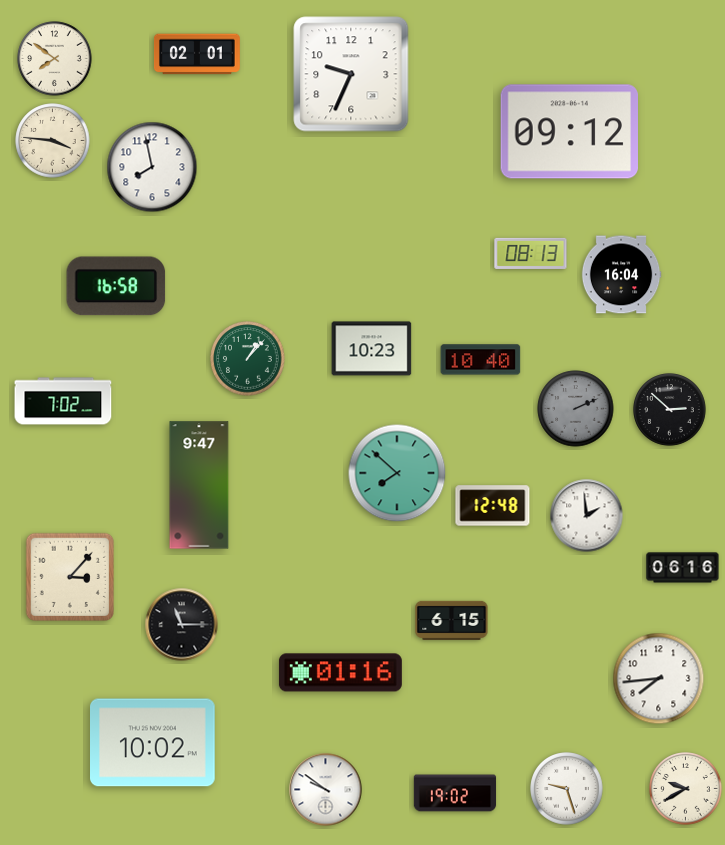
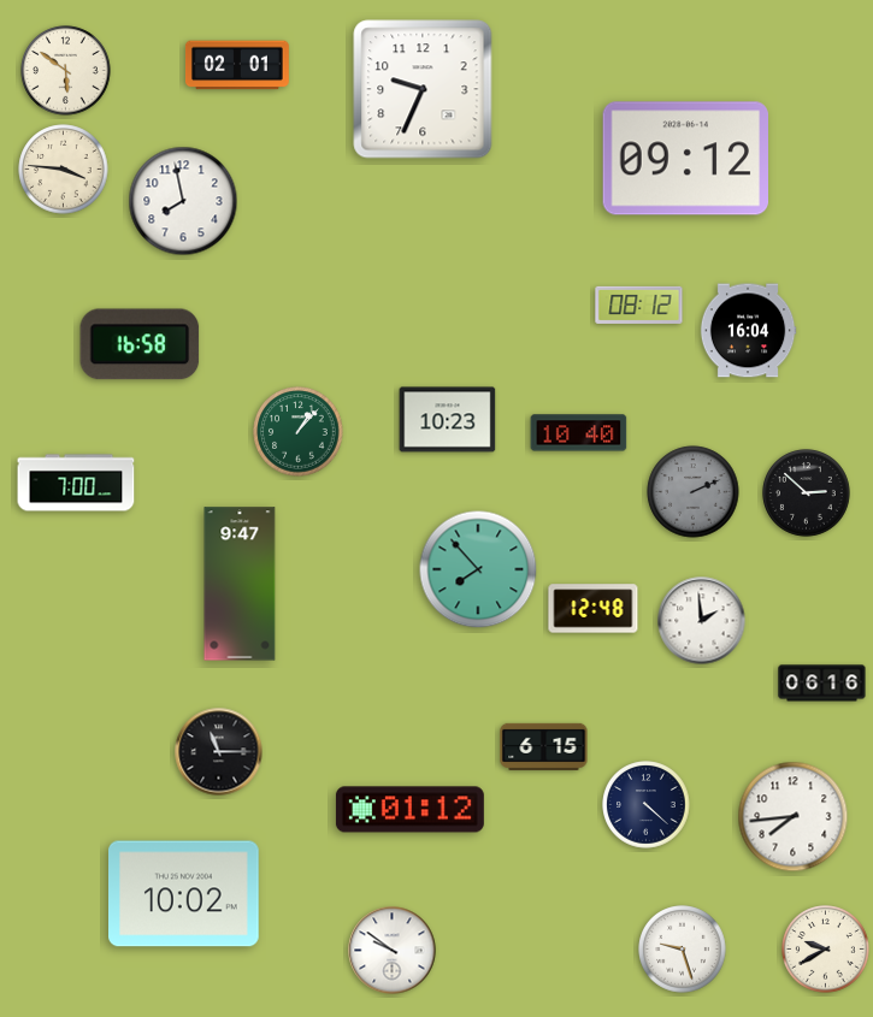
clock at (55, 59): 7:51 -> 5:51
clock at (531, 253): 08:13 -> 08:12
clock at (63, 401): 7:02 -> 7:00
clock at (397, 473): 7:52 -> 7:53
clock at (587, 516) position: (587, 516) -> (702, 621)
clock at (69, 576): 3:07 -> none
clock at (647, 805): none -> 4:22
clock at (340, 673): 01:16 -> 01:12
clock at (455, 793): 19:02 -> none
